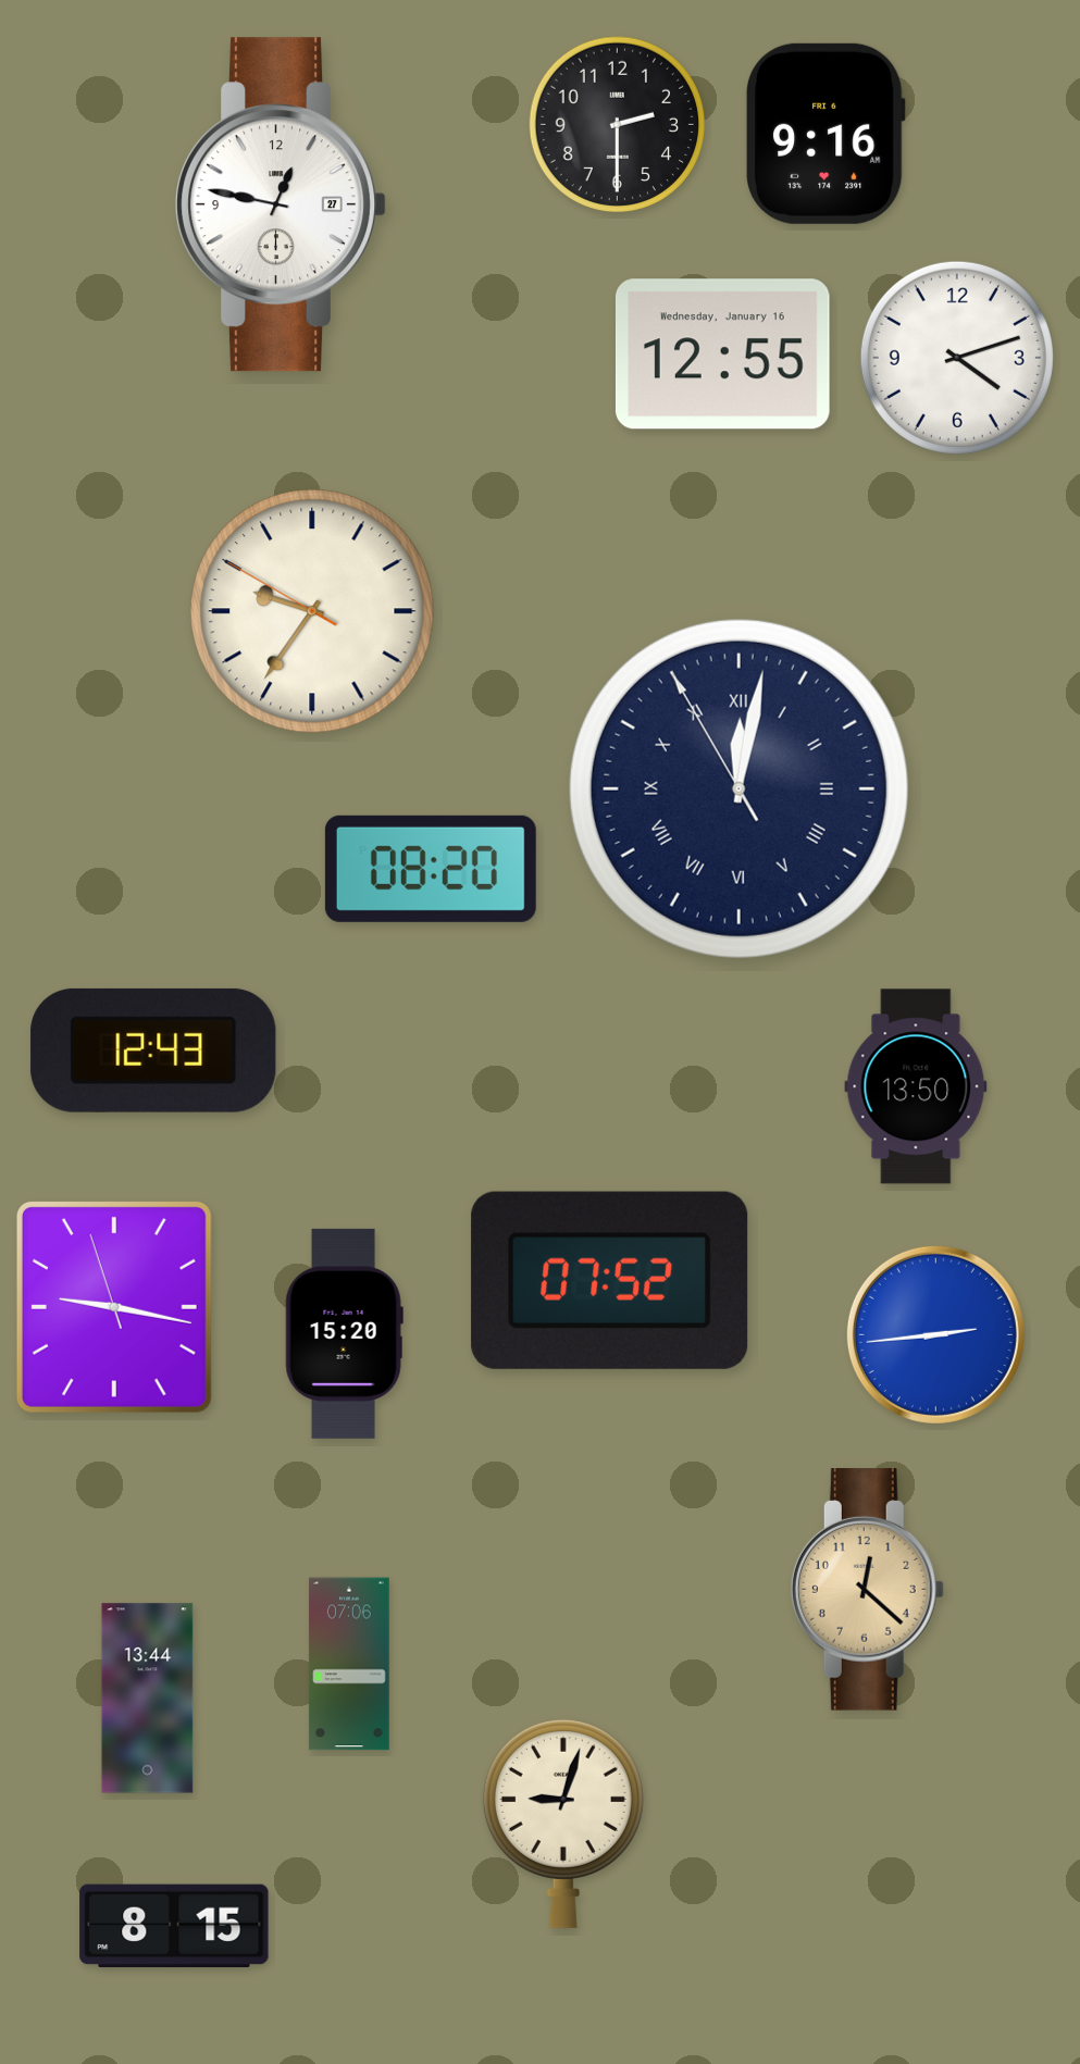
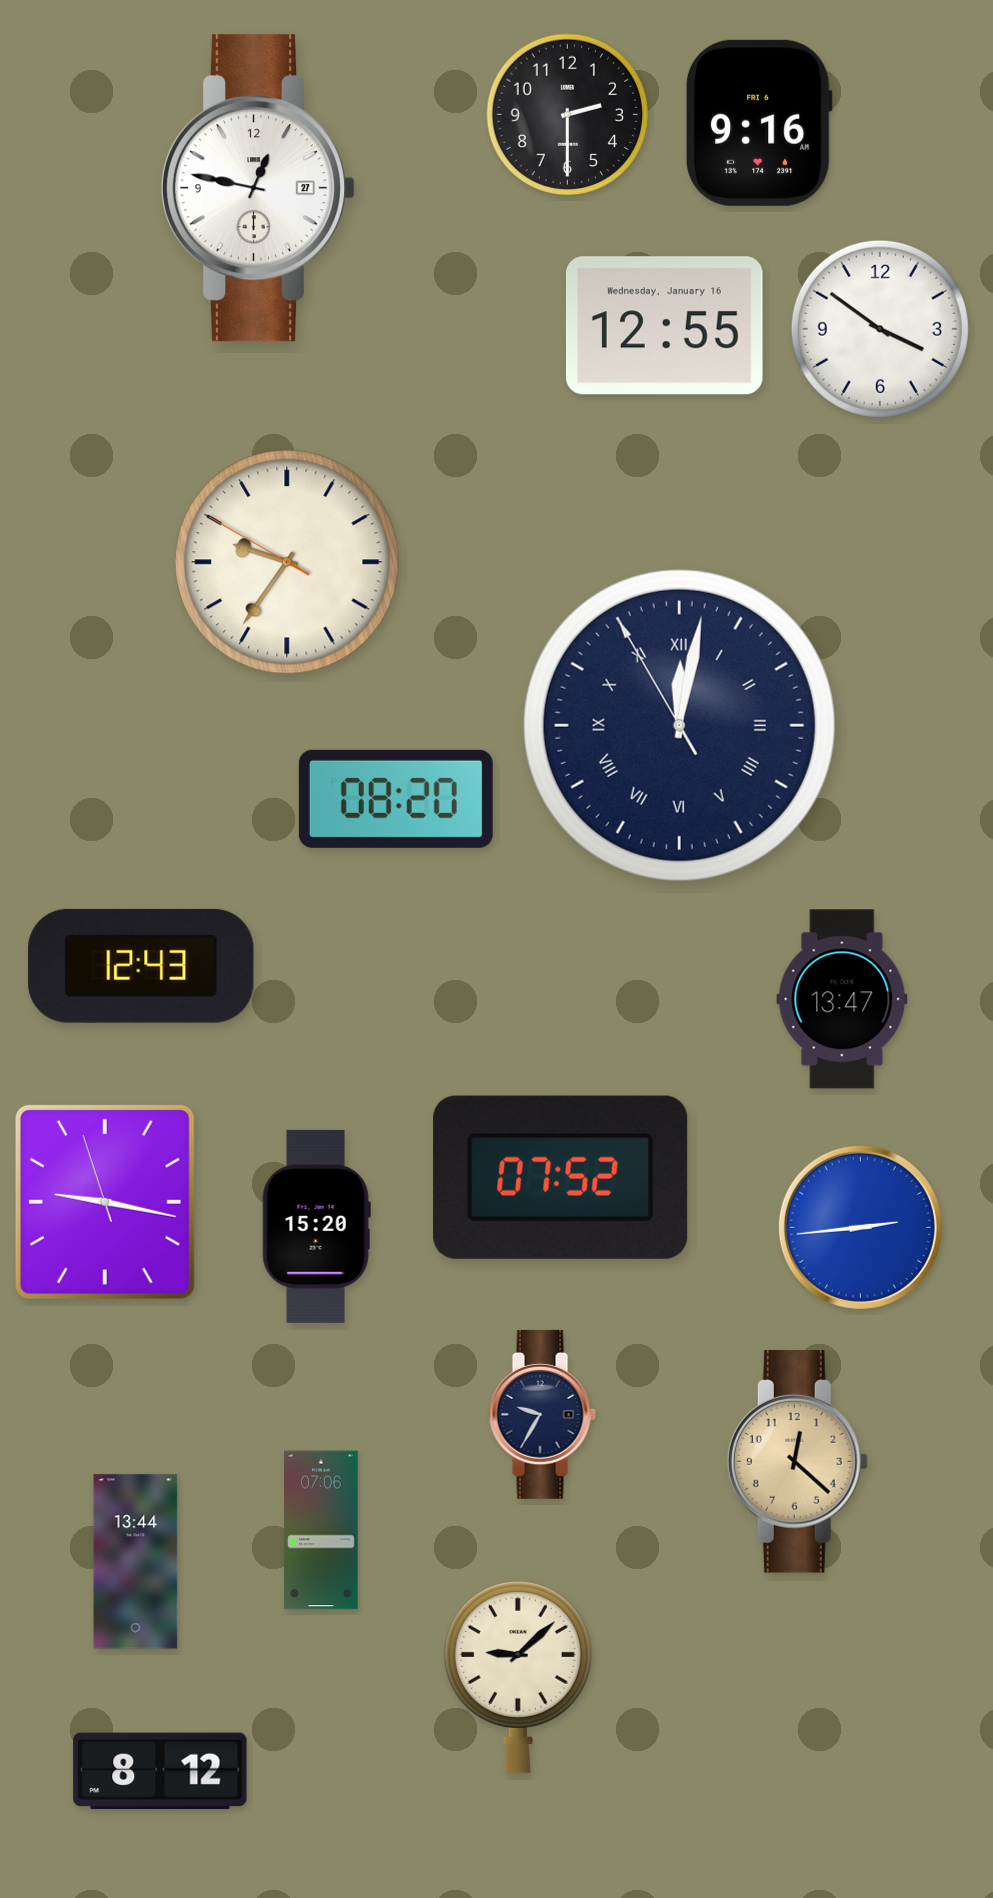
clock at (957, 358): 4:12 -> 3:51
clock at (916, 1086): 13:50 -> 13:47
clock at (542, 1414): none -> 9:35
clock at (563, 1823): 9:03 -> 9:08
clock at (174, 1926): 8:15 -> 8:12
